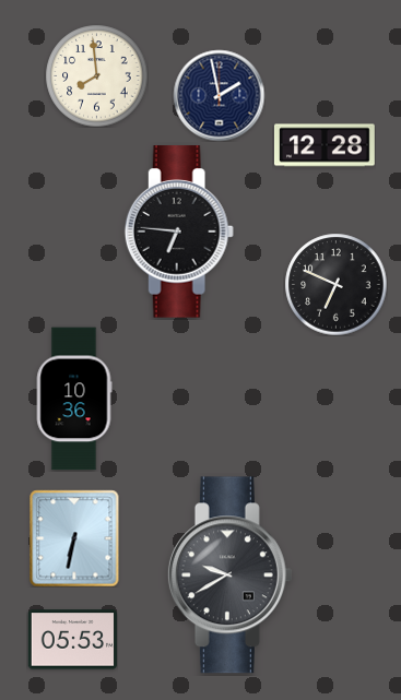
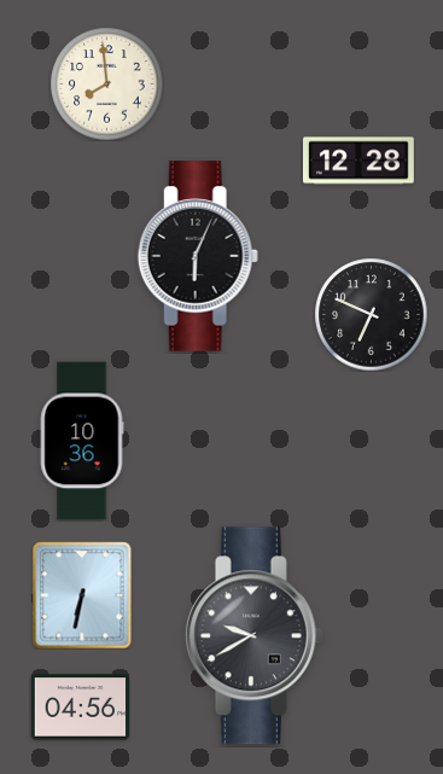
clock at (219, 95): 1:58 -> none
clock at (179, 232): 6:46 -> 6:04
clock at (72, 640): 05:53 -> 04:56
